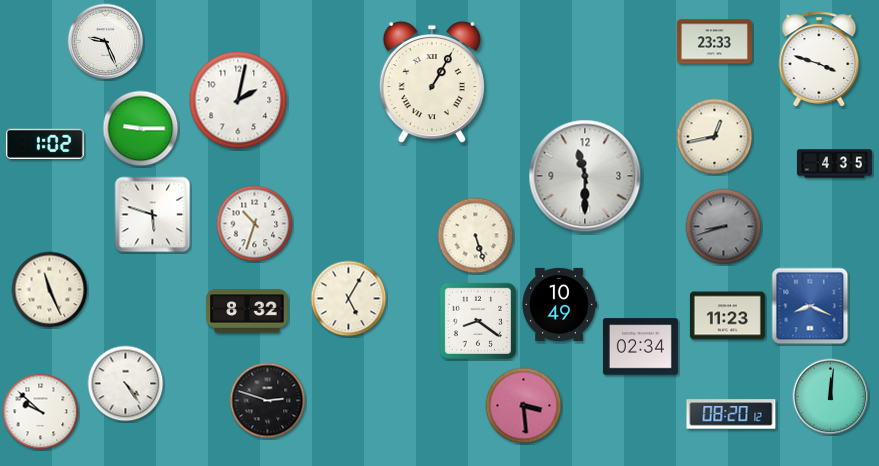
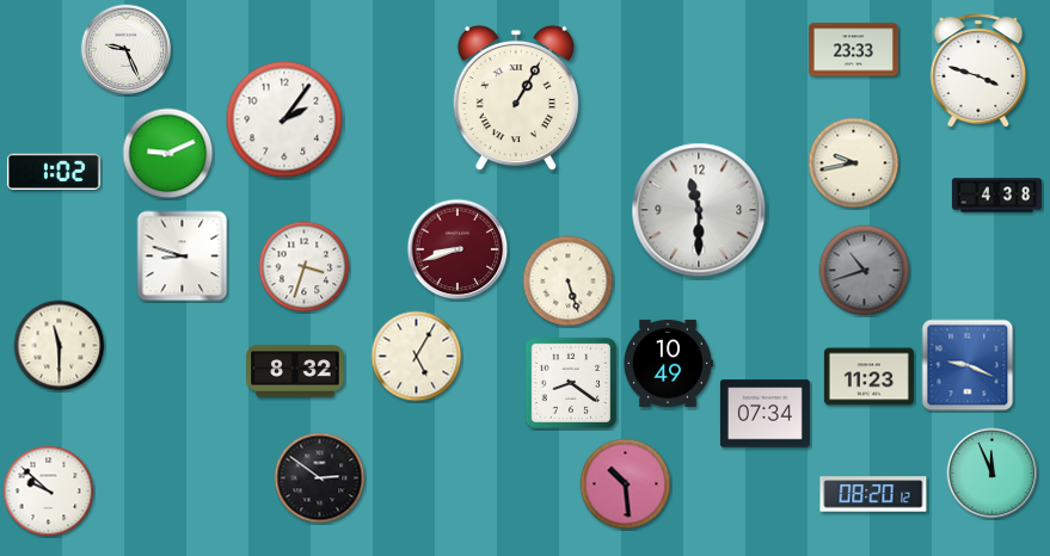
clock at (238, 100): 2:02 -> 2:06
clock at (141, 129): 9:15 -> 9:11
clock at (715, 137): 12:43 -> 9:43
clock at (834, 164): 4:35 -> 4:38
clock at (458, 249): none -> 8:42
clock at (153, 215): 5:48 -> 8:48
clock at (255, 224): 10:33 -> 3:33
clock at (724, 227): 8:42 -> 10:42
clock at (50, 290): 11:26 -> 11:30
clock at (810, 306): 8:19 -> 9:19
clock at (640, 347): 02:34 -> 07:34
clock at (126, 384): 4:24 -> none
clock at (831, 397): 12:01 -> 11:56
clock at (268, 401): 2:48 -> 2:51
clock at (524, 406): 3:29 -> 10:29
